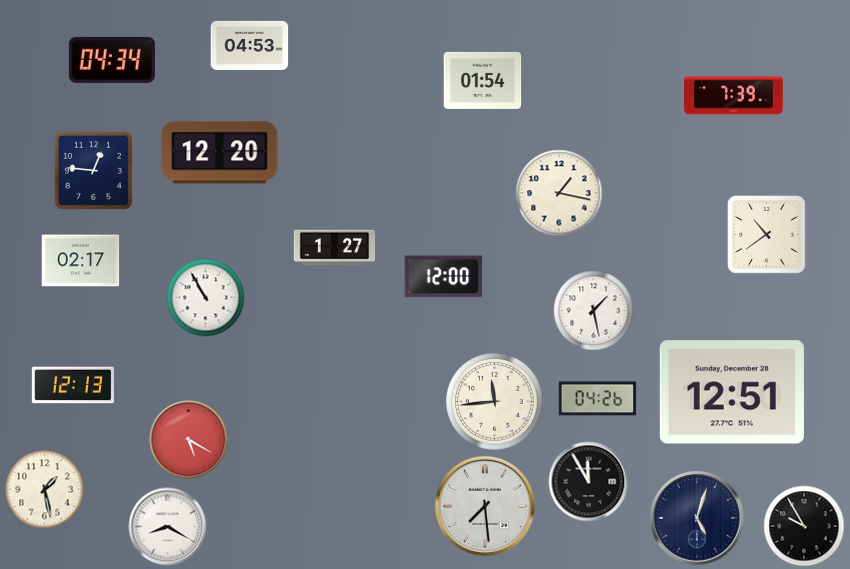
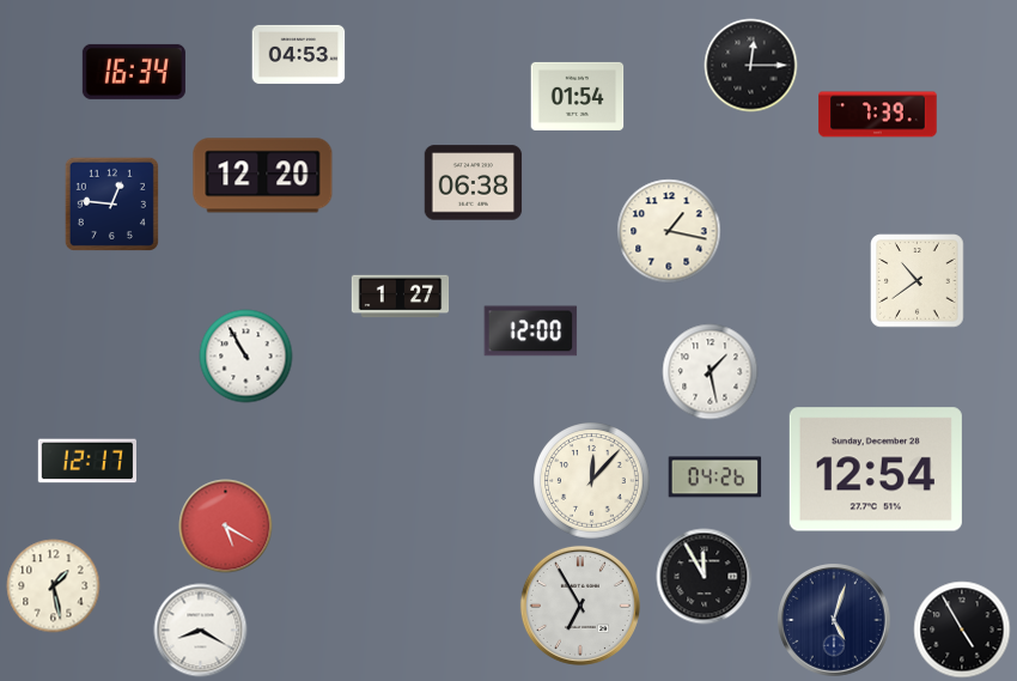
clock at (750, 65): none -> 12:15
clock at (112, 60): 04:34 -> 16:34
clock at (220, 153) position: (220, 153) -> (263, 176)
clock at (473, 183): none -> 06:38
clock at (80, 261): 02:17 -> none
clock at (72, 385): 12:13 -> 12:17
clock at (732, 392): 12:51 -> 12:54
clock at (495, 402): 11:44 -> 12:07
clock at (485, 506): 7:29 -> 6:55
clock at (804, 526): 9:55 -> 4:55
